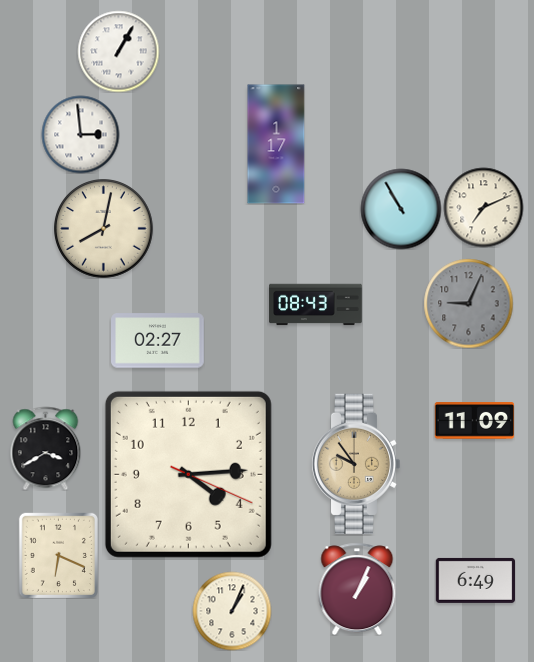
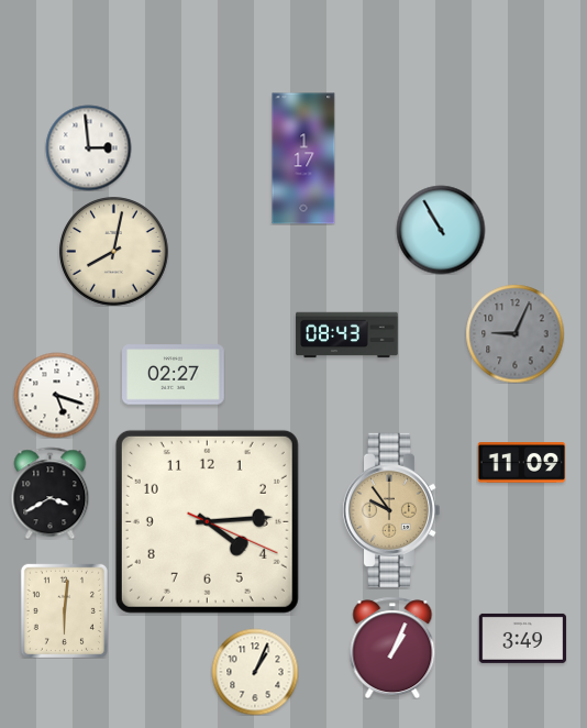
clock at (118, 51): 1:05 -> none
clock at (483, 207): 7:11 -> none
clock at (56, 395): none -> 5:18
clock at (58, 555): 6:19 -> 6:01
clock at (475, 580): 6:49 -> 3:49
